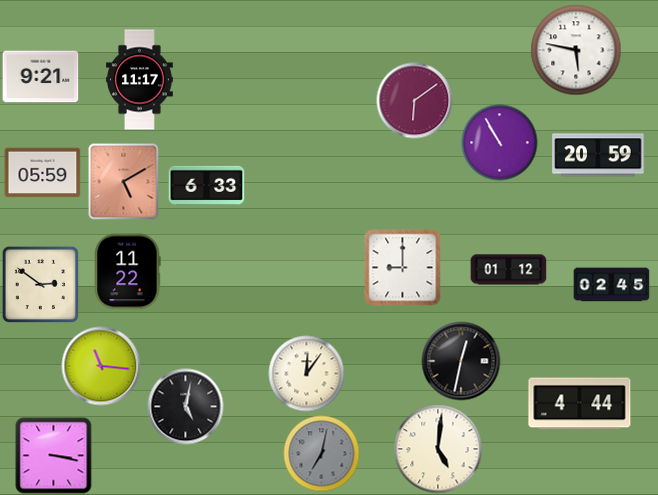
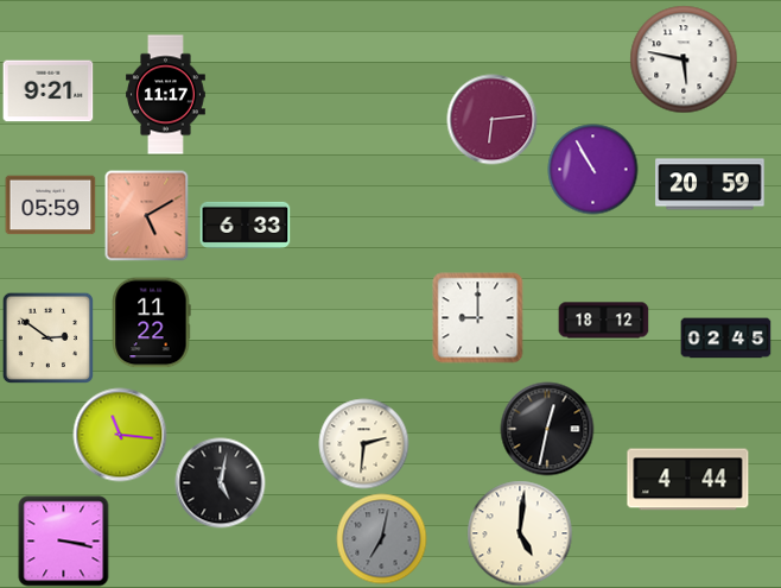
clock at (415, 101): 6:09 -> 6:14
clock at (207, 185) position: (207, 185) -> (246, 225)
clock at (509, 270): 01:12 -> 18:12
clock at (307, 374): 12:06 -> 2:31
